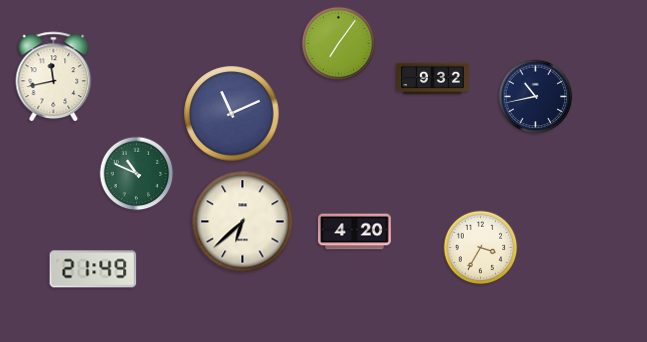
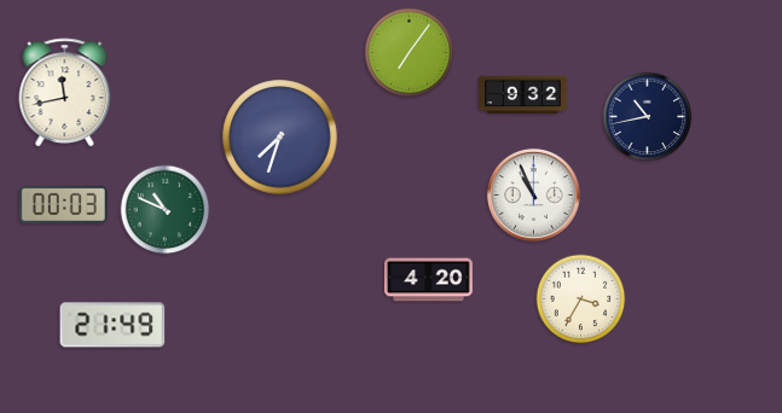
clock at (232, 114): 11:11 -> 7:33
clock at (533, 194): none -> 10:56
clock at (63, 204): none -> 00:03
clock at (243, 222): 6:38 -> none
